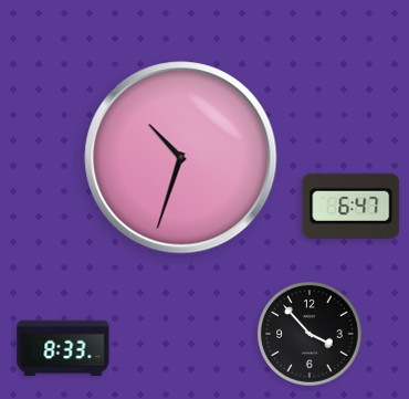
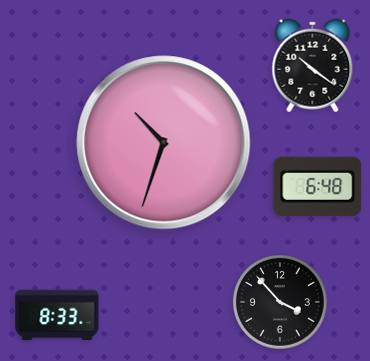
clock at (313, 66): none -> 10:21
clock at (352, 206): 6:47 -> 6:48
